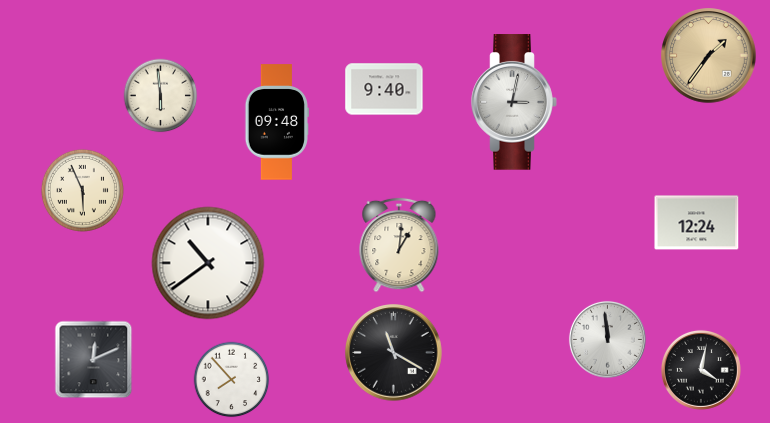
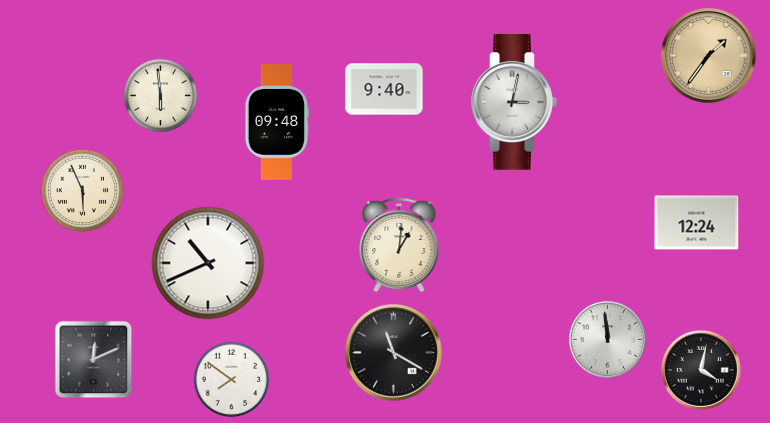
clock at (208, 263): 10:39 -> 10:41
clock at (232, 380): 7:53 -> 7:51
